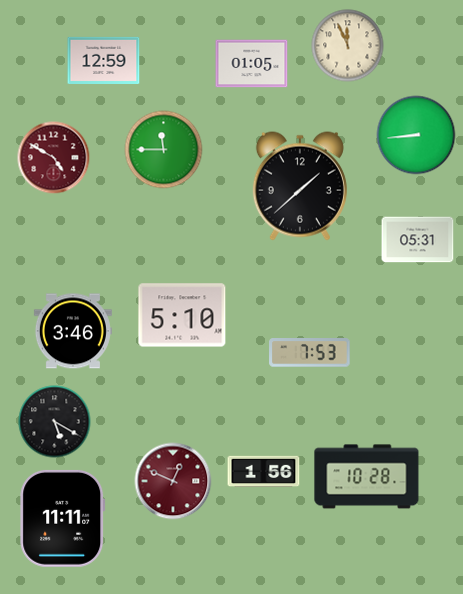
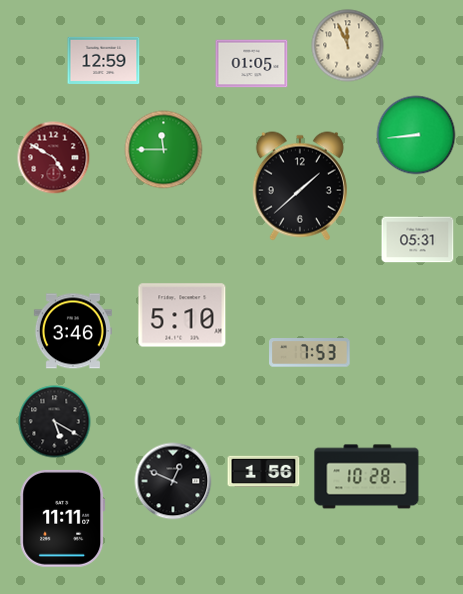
clock at (173, 481) dial: burgundy -> black
